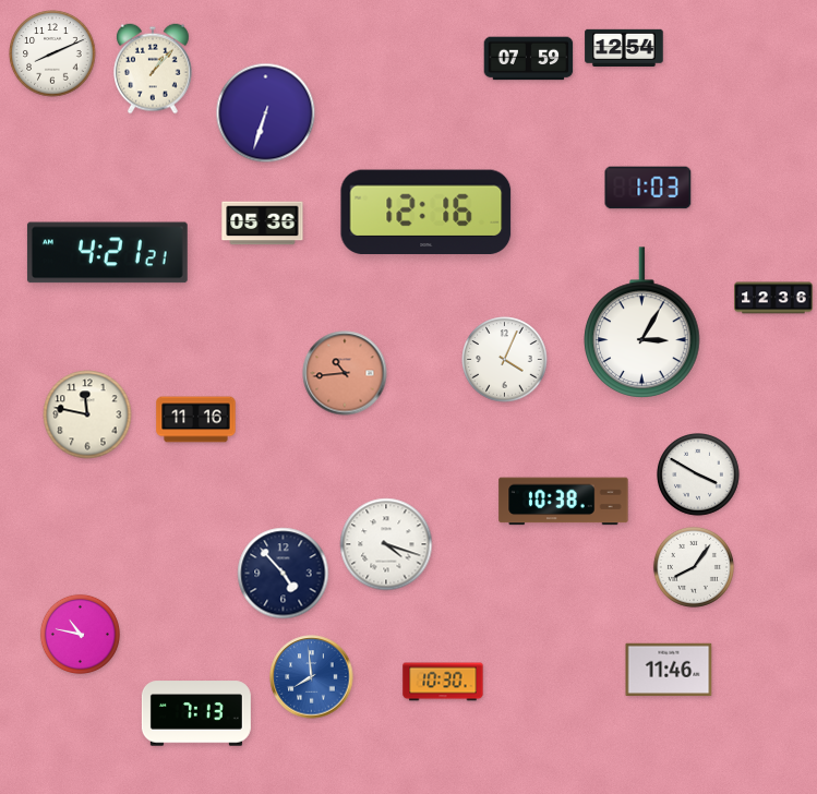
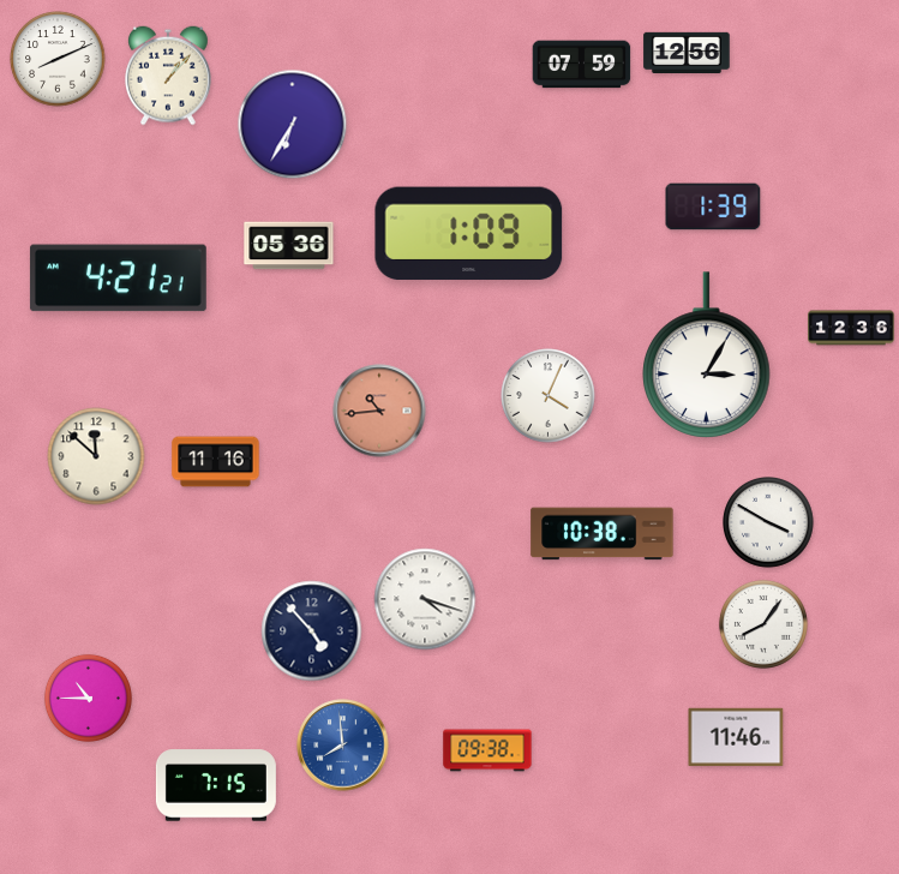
clock at (624, 47): 12:54 -> 12:56
clock at (266, 113): 6:33 -> 6:35
clock at (648, 188): 1:03 -> 1:39
clock at (426, 213): 12:16 -> 1:09
clock at (505, 360) position: (505, 360) -> (549, 396)
clock at (87, 414): 11:47 -> 11:52
clock at (564, 502) position: (564, 502) -> (603, 534)
clock at (80, 634): 10:47 -> 10:45
clock at (443, 682): 10:30 -> 09:38
clock at (196, 713): 7:13 -> 7:15
